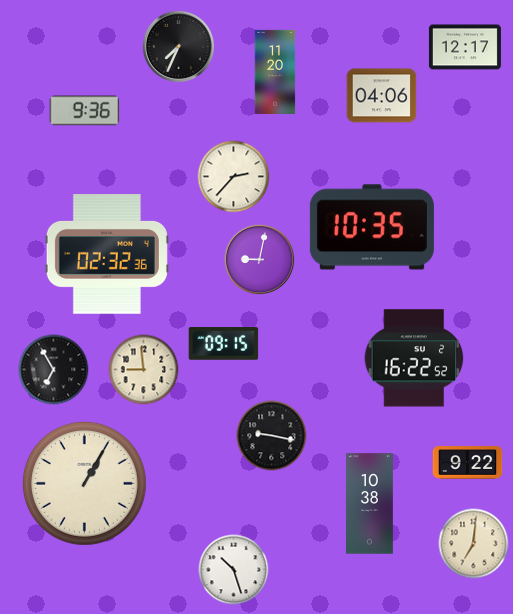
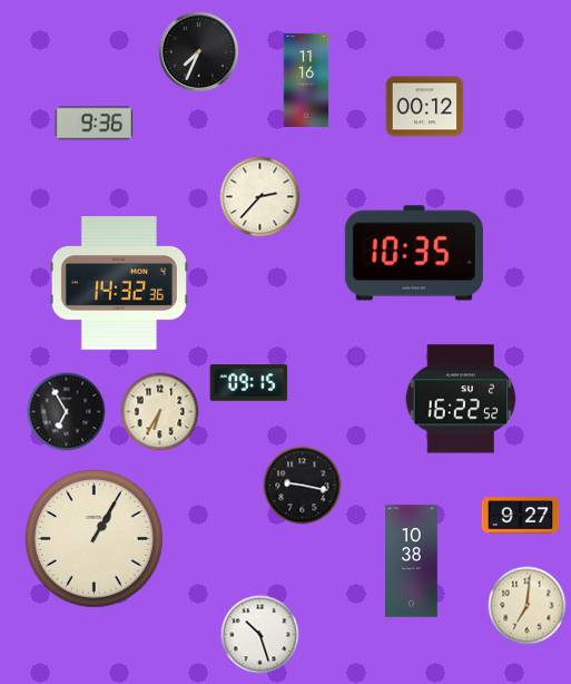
clock at (465, 47): 12:17 -> none
clock at (275, 71): 11:20 -> 11:16
clock at (382, 96): 04:06 -> 00:12
clock at (107, 254): 02:32 -> 14:32
clock at (260, 260): 9:02 -> none
clock at (54, 370) position: (54, 370) -> (67, 412)
clock at (144, 370): 8:59 -> 6:35
clock at (468, 463): 9:22 -> 9:27
